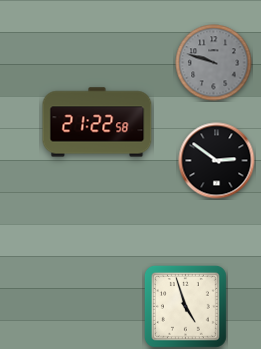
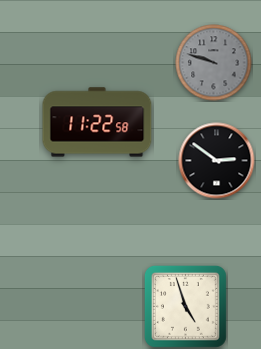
clock at (97, 122): 21:22 -> 11:22
